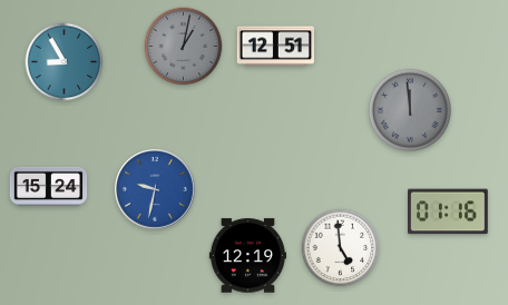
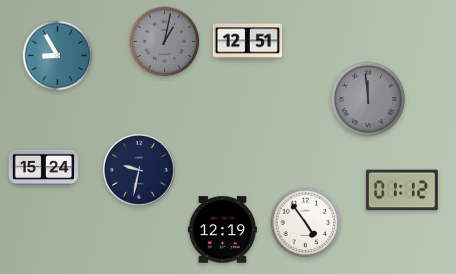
clock at (156, 190) dial: blue -> navy
clock at (449, 211): 01:16 -> 01:12
clock at (341, 248): 4:59 -> 4:54
